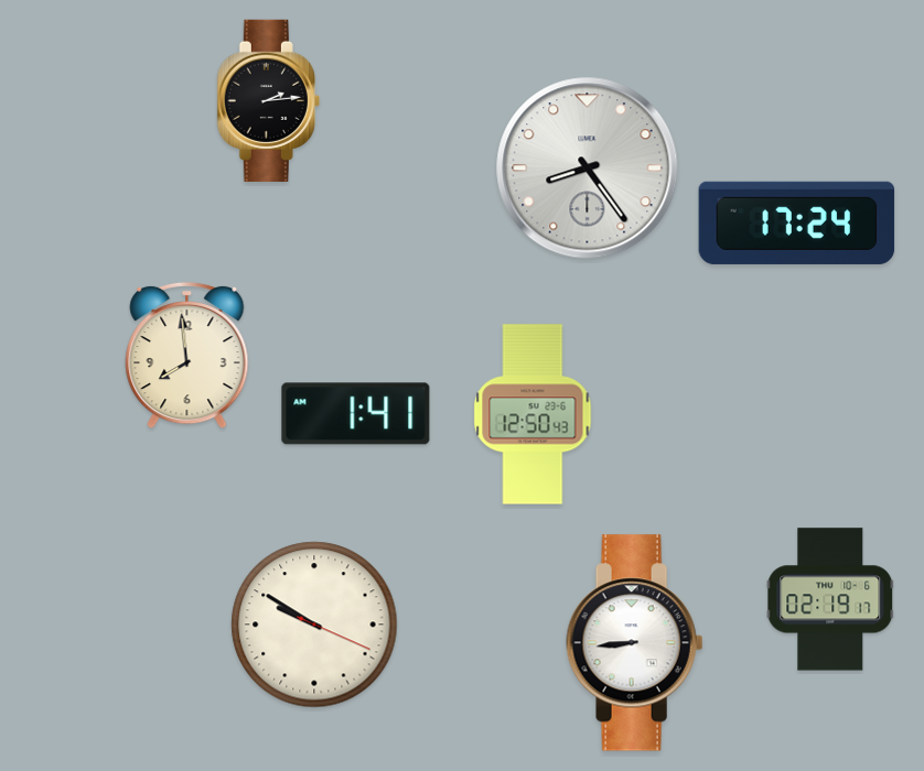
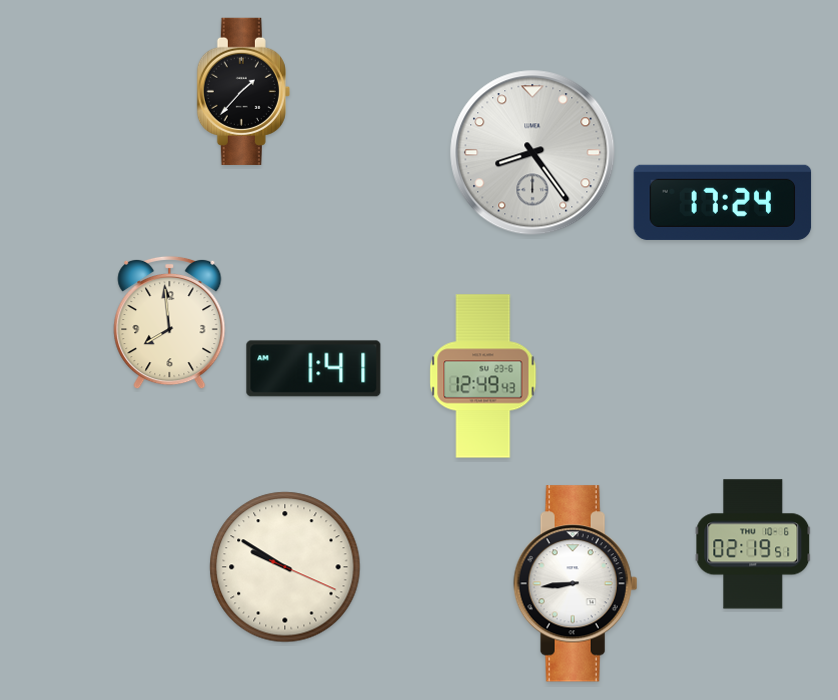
clock at (268, 100): 2:14 -> 1:37
clock at (356, 414) position: (356, 414) -> (314, 369)
clock at (533, 414): 12:50 -> 12:49
clock at (830, 599): 02:19:17 -> 02:19:51
